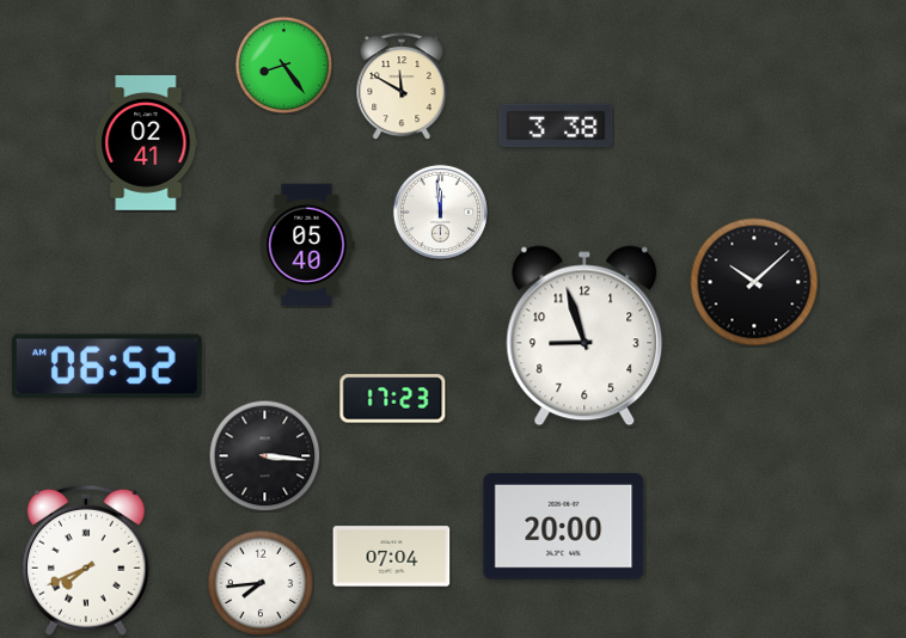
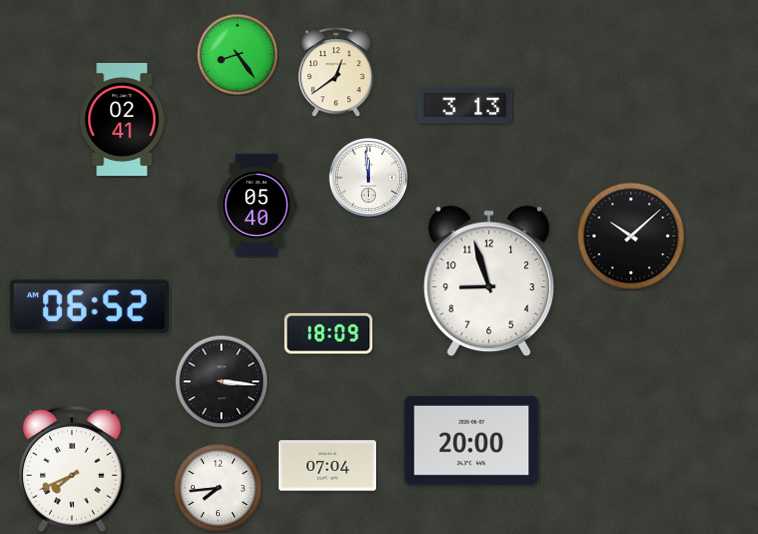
clock at (402, 86): 11:50 -> 12:39
clock at (556, 125): 3:38 -> 3:13
clock at (393, 399): 17:23 -> 18:09
